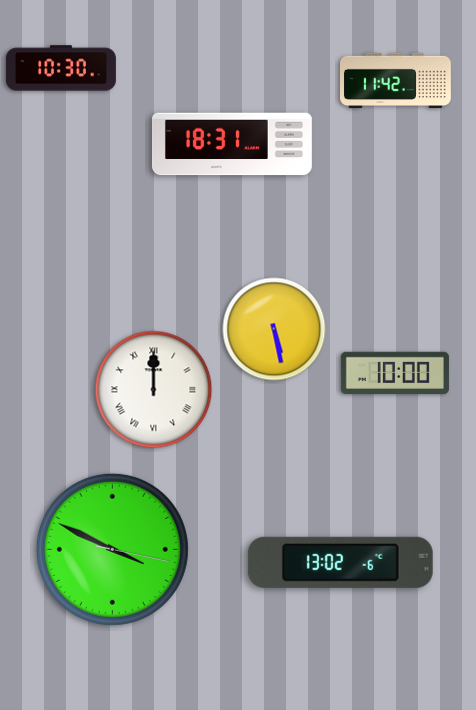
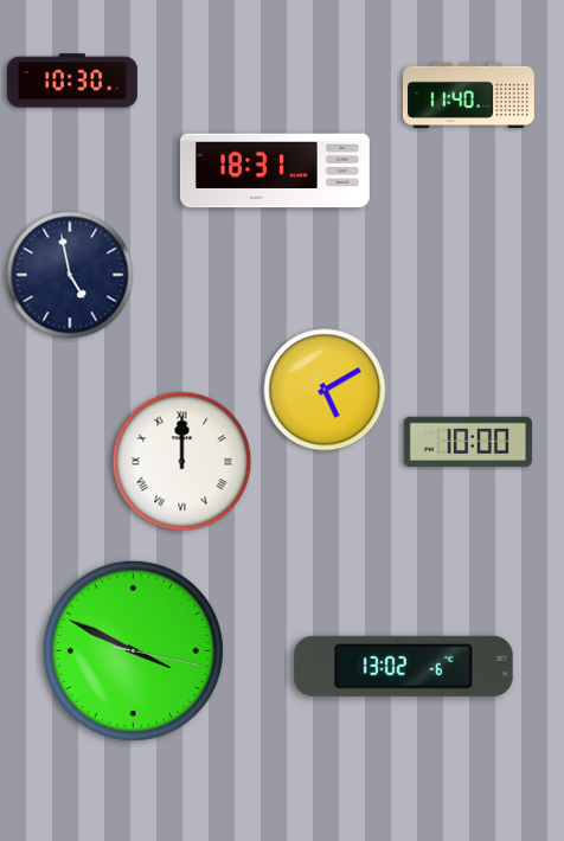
clock at (396, 81): 11:42 -> 11:40
clock at (70, 275): none -> 4:58
clock at (274, 329): 5:28 -> 5:10
